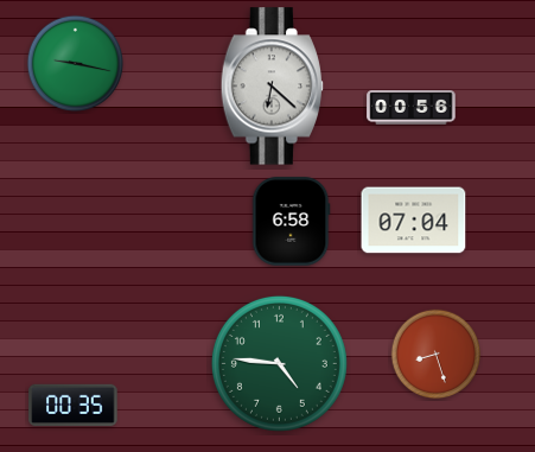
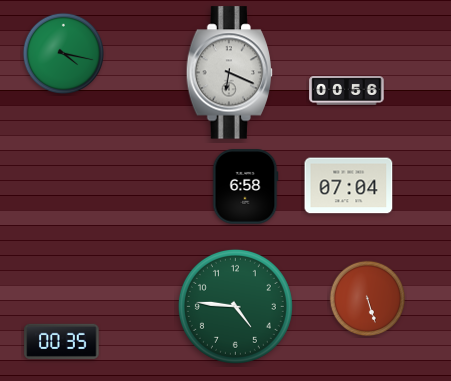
clock at (76, 64): 9:17 -> 4:17
clock at (272, 87): 6:22 -> 6:19
clock at (437, 355): 8:27 -> 5:27
